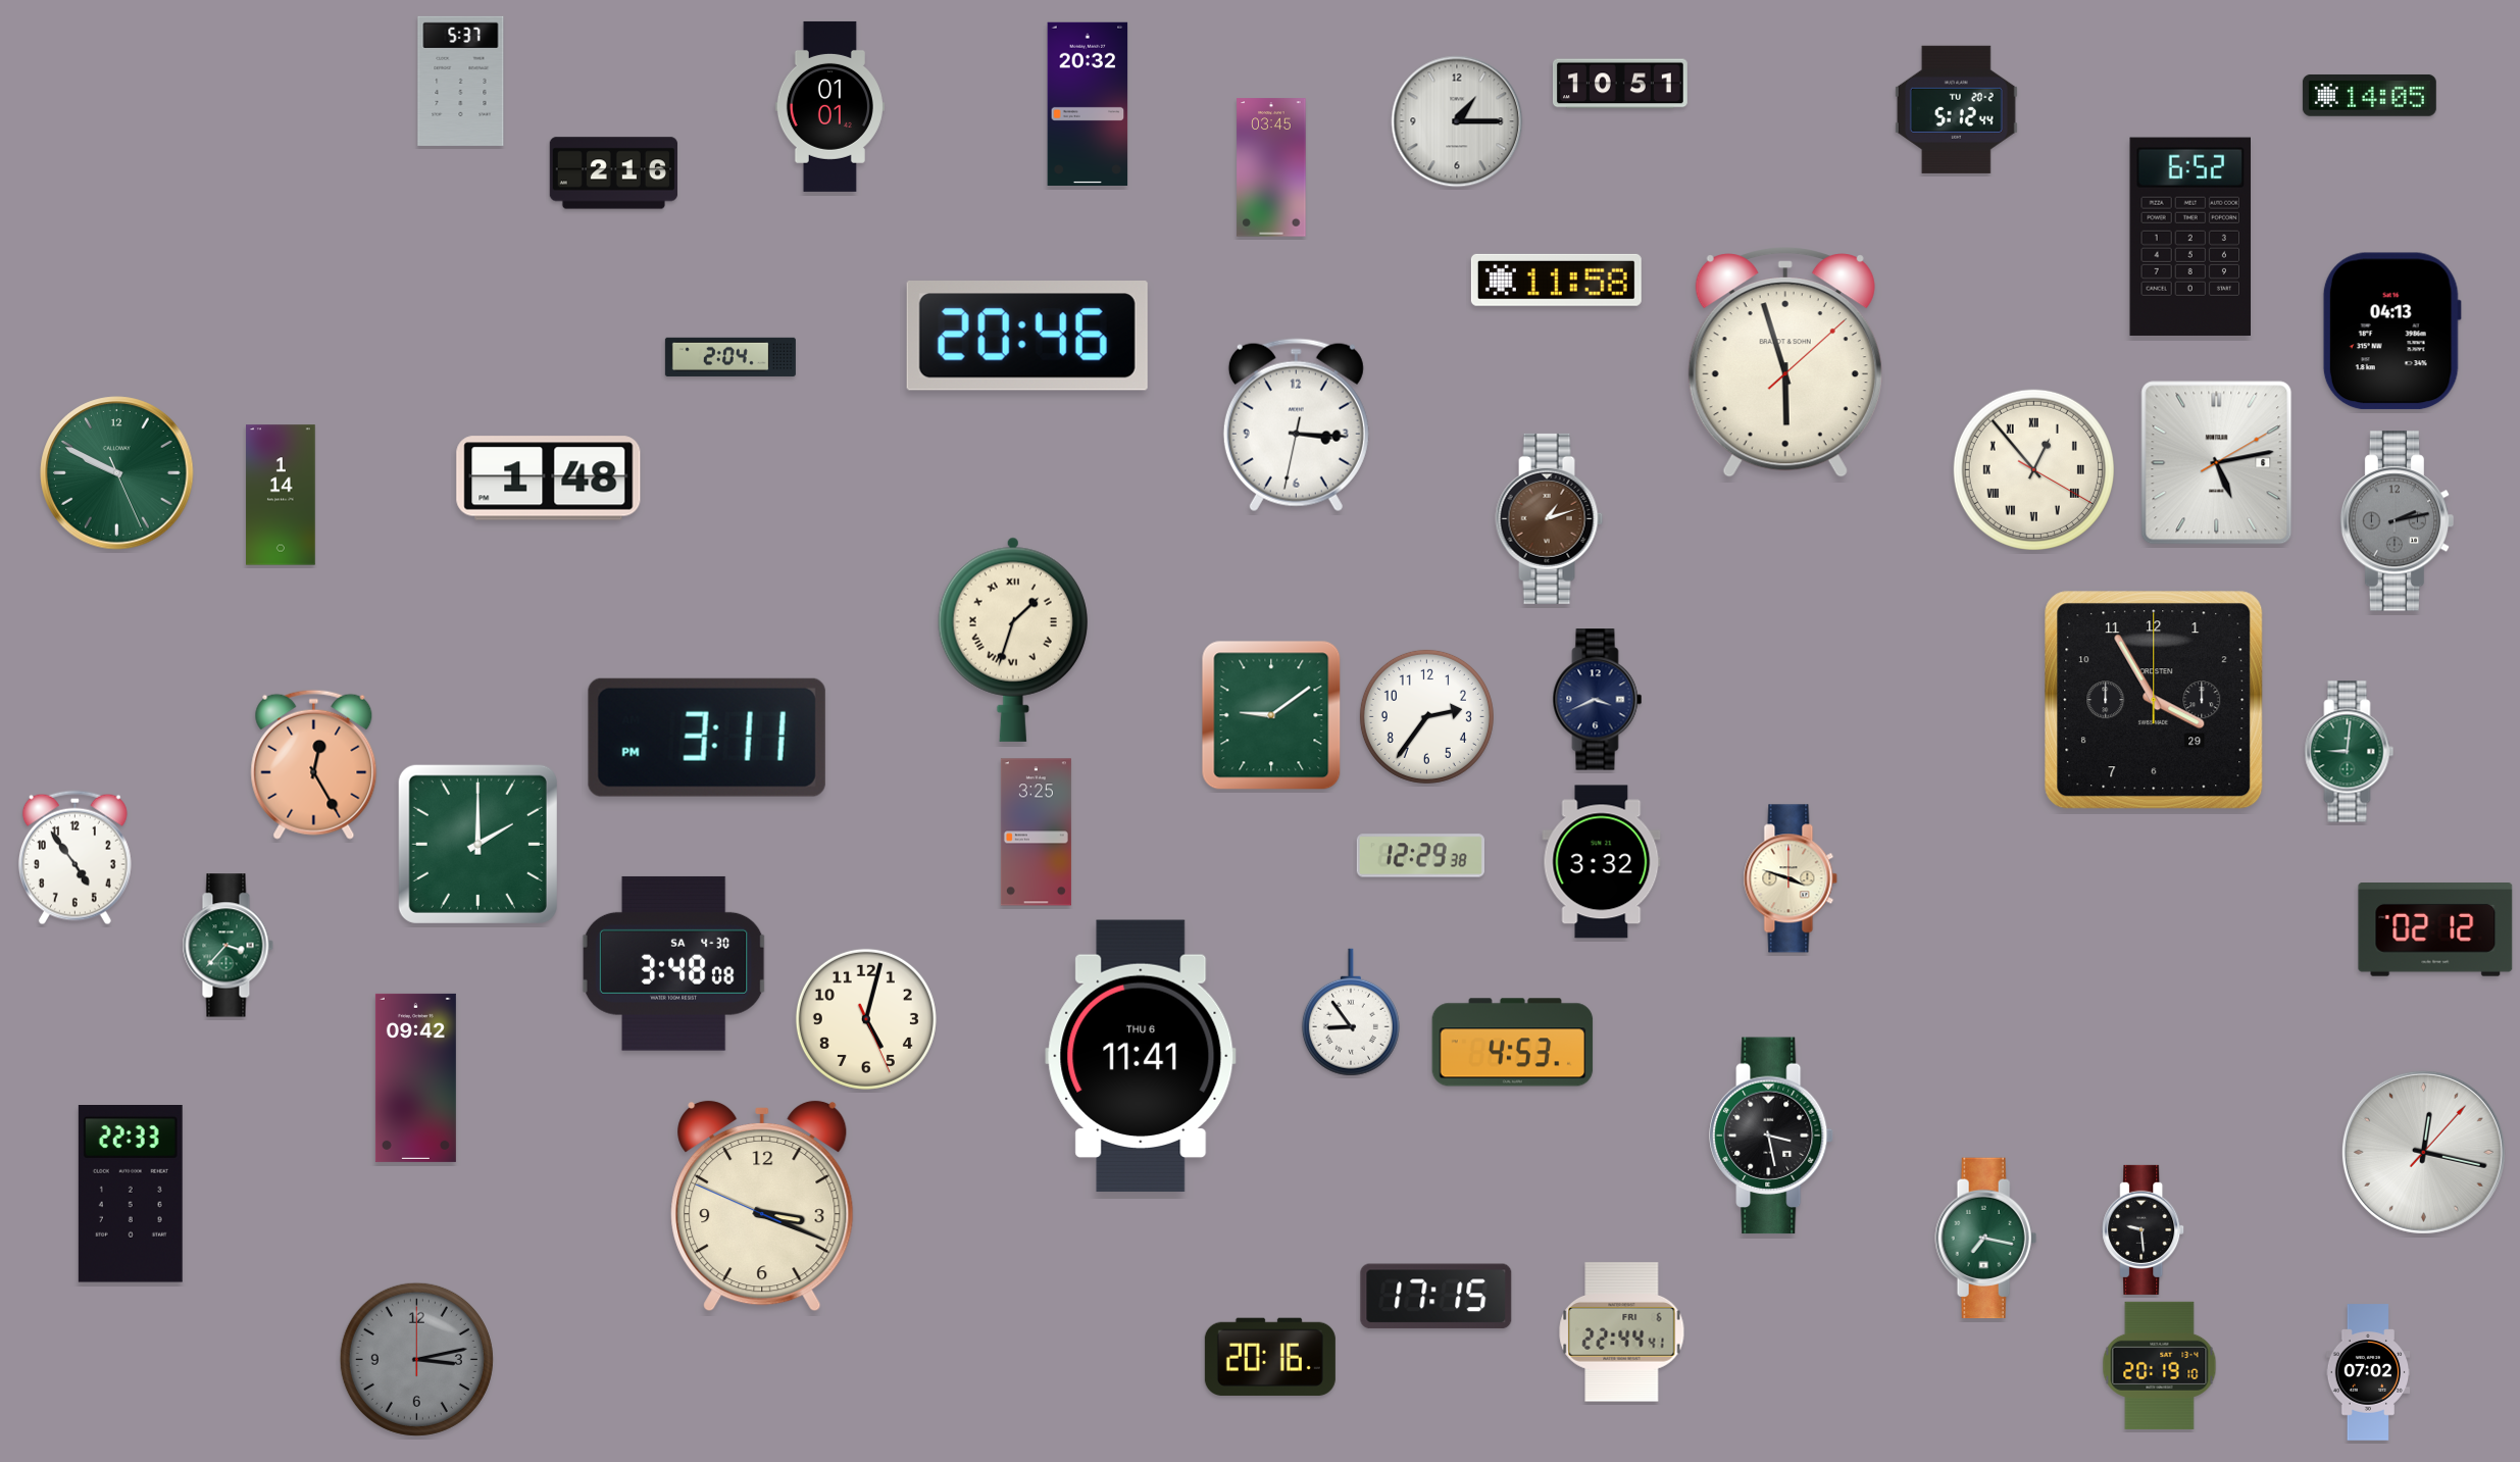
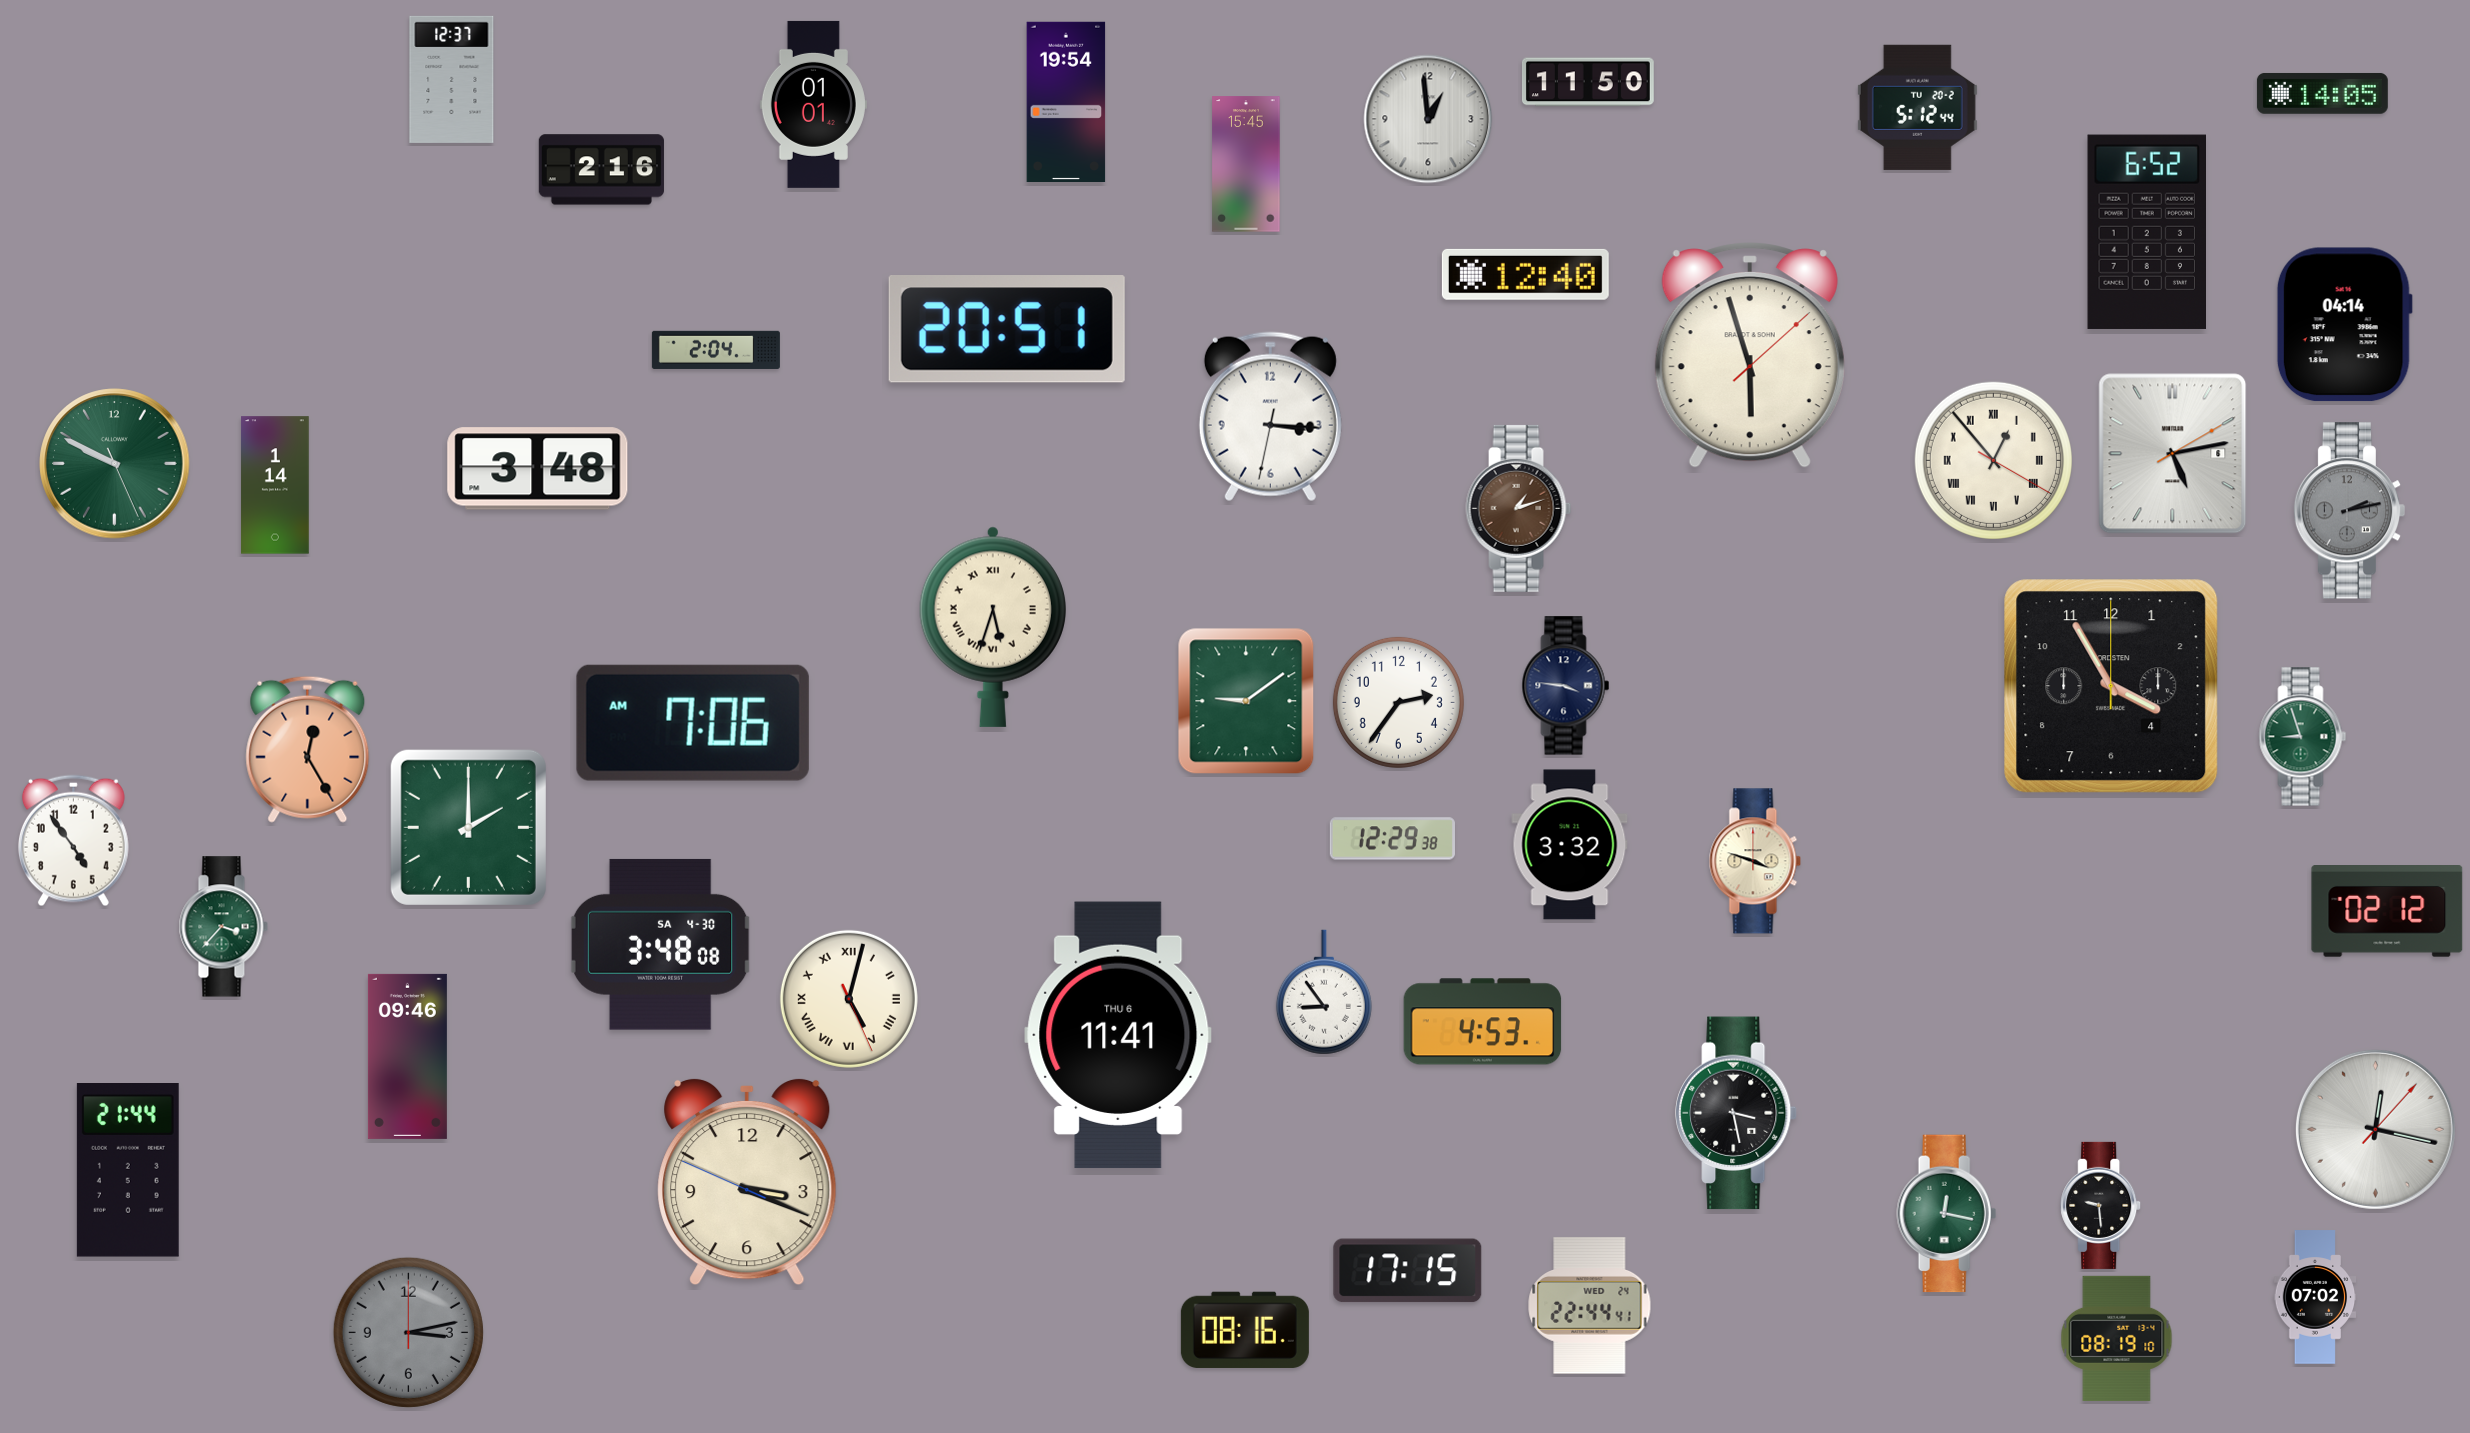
clock at (461, 81): 5:37 -> 12:37
clock at (1620, 84): 10:51 -> 11:50
clock at (1088, 103): 20:32 -> 19:54
clock at (1457, 121): 1:15 -> 12:59
clock at (1271, 167): 03:45 -> 15:45
clock at (1556, 280): 11:58 -> 12:40
clock at (2391, 332): 04:13 -> 04:14
clock at (1027, 337): 20:46 -> 20:51
clock at (549, 478): 1:48 -> 3:48
clock at (1013, 640): 1:33 -> 5:33
clock at (1598, 700): 3:41 -> 3:46
clock at (2154, 700) date: 29 -> 4
clock at (707, 738): 3:11 -> 7:06
clock at (2350, 752): 9:01 -> 8:57
clock at (1036, 833): 3:25 -> none
clock at (866, 1019) numerals: Arabic -> Roman
clock at (415, 1077): 09:42 -> 09:46
clock at (131, 1195): 22:33 -> 21:44
clock at (1986, 1239): 7:17 -> 12:17
clock at (1622, 1332) date: FRI 6 -> WED 24
clock at (1270, 1356): 20:16 -> 08:16
clock at (2160, 1365): 20:19 -> 08:19
clock at (2368, 1372) position: (2368, 1372) -> (2315, 1297)
